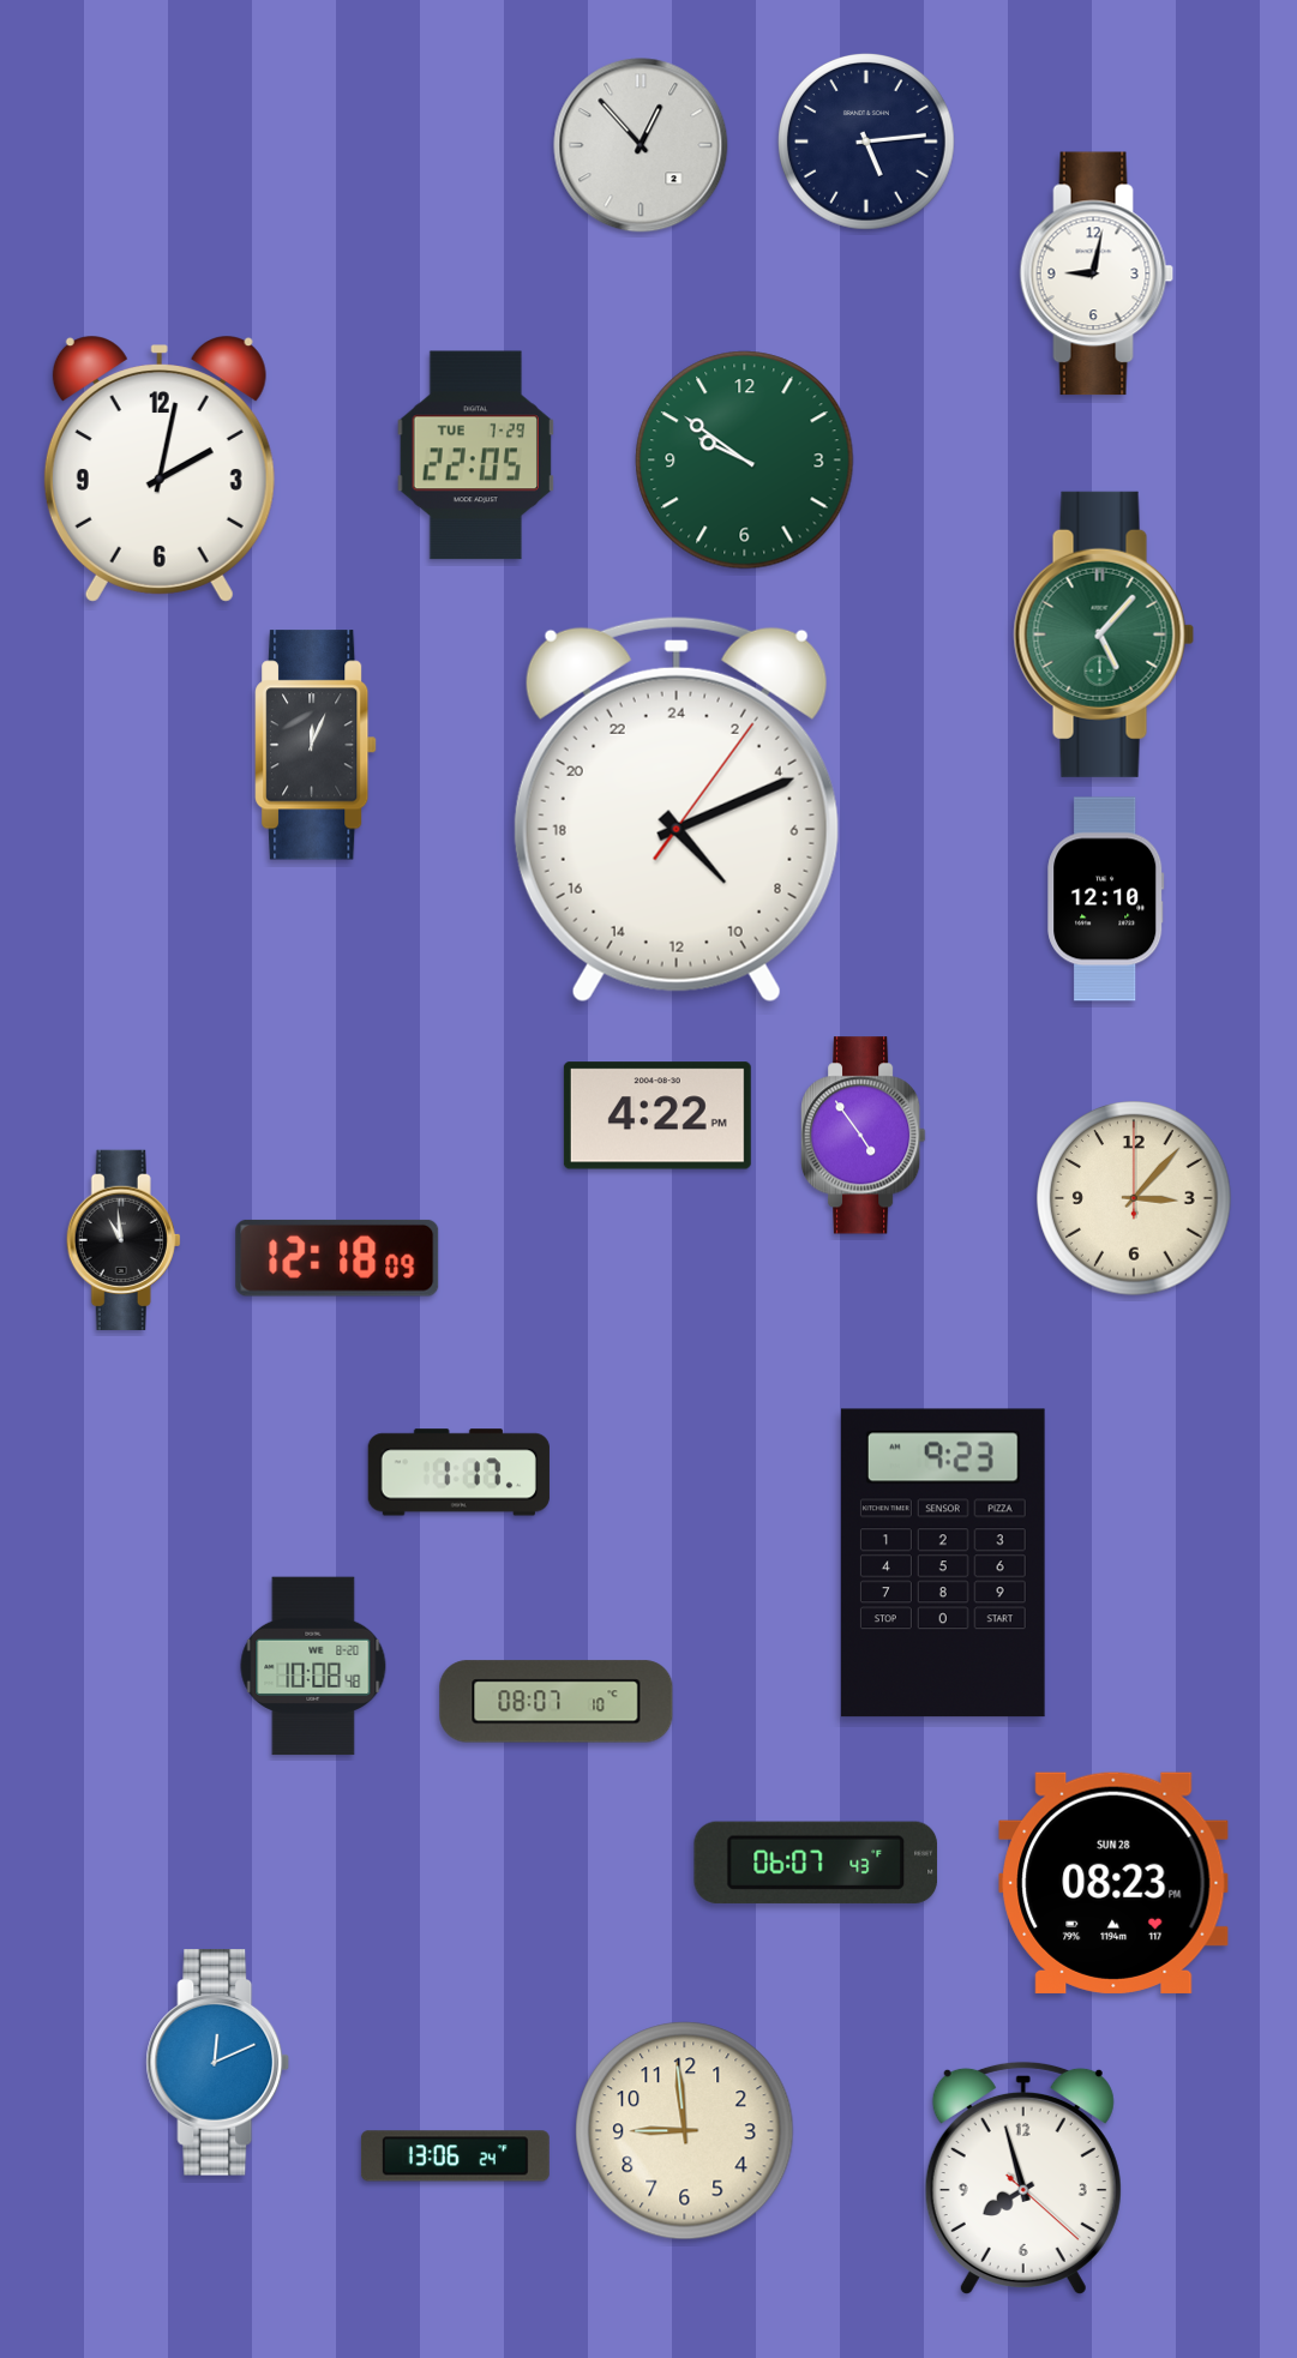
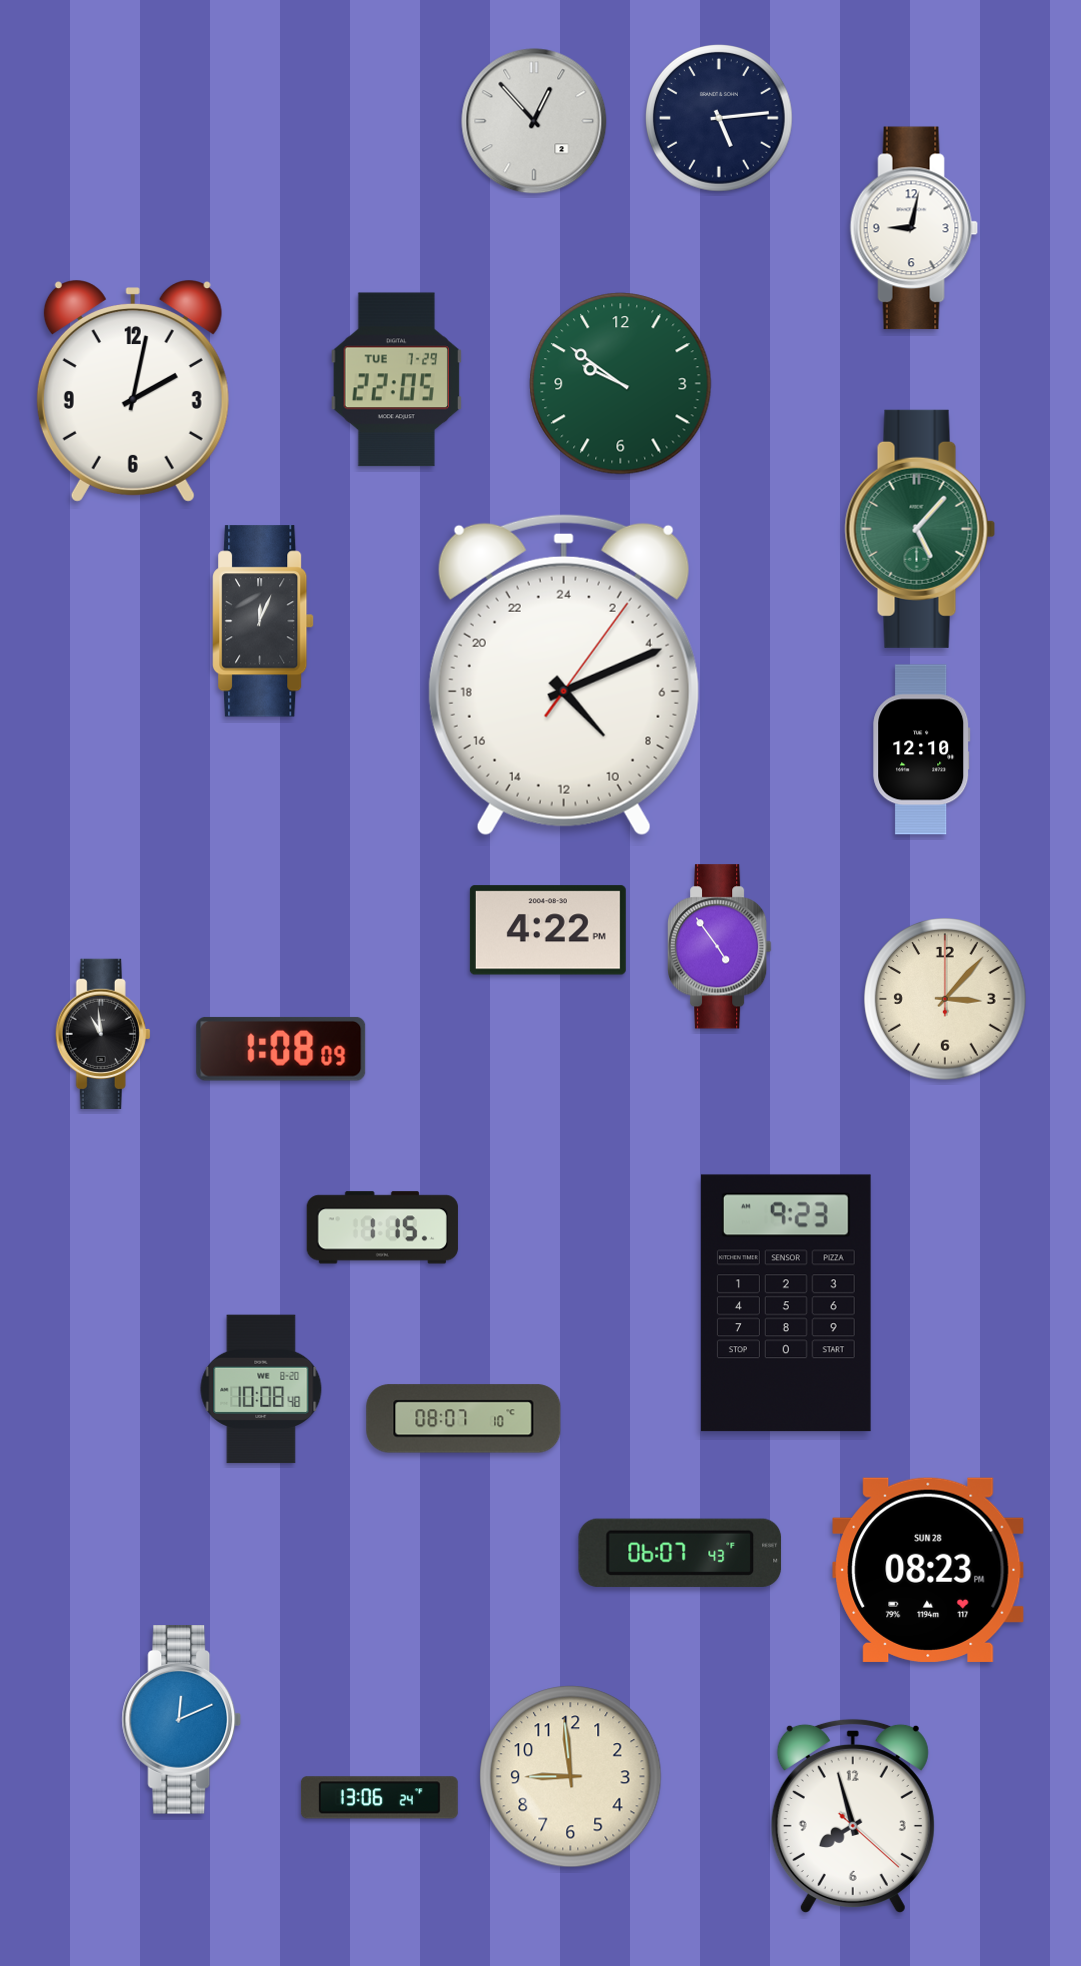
clock at (867, 143) position: (867, 143) -> (720, 119)
clock at (337, 1258): 12:18 -> 1:08
clock at (458, 1473): 1:17 -> 1:15
